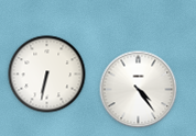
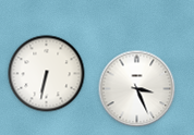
clock at (139, 90): 4:24 -> 3:26
